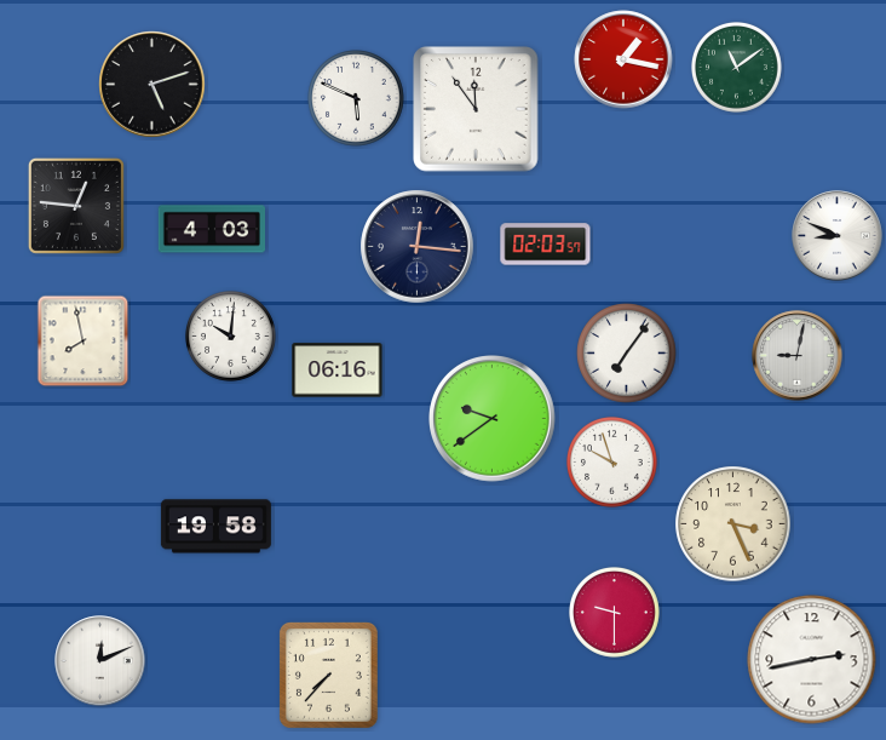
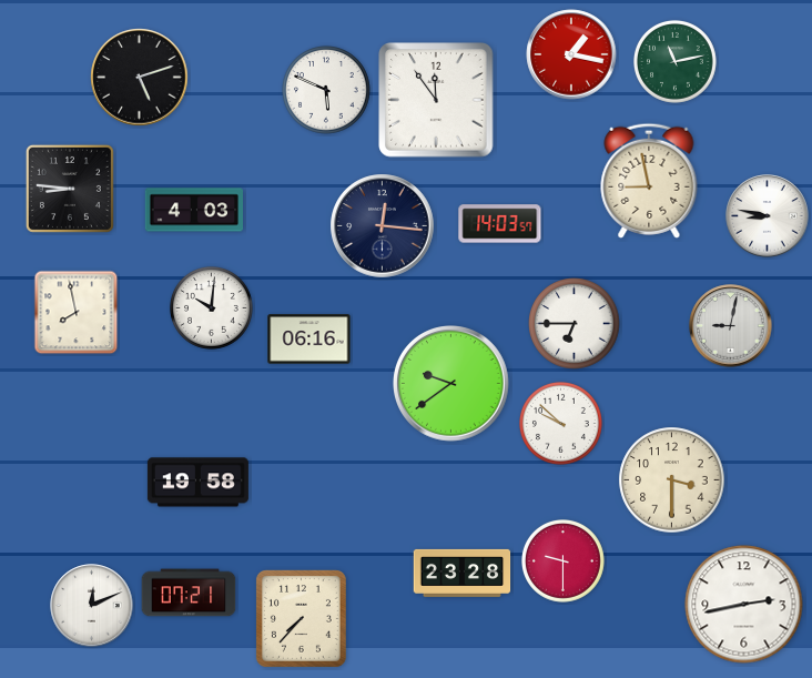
clock at (737, 68): 11:09 -> 11:13
clock at (649, 181): none -> 8:58
clock at (76, 206): 12:46 -> 8:46
clock at (838, 236): 8:49 -> 8:47
clock at (546, 245): 02:03 -> 14:03
clock at (627, 354): 7:06 -> 6:45
clock at (612, 463): 9:57 -> 9:52
clock at (733, 524): 3:26 -> 3:30
clock at (463, 573): none -> 23:28
clock at (189, 593): none -> 07:21
